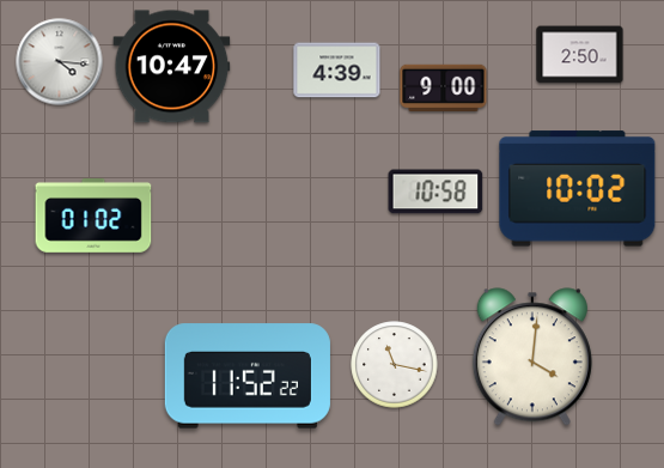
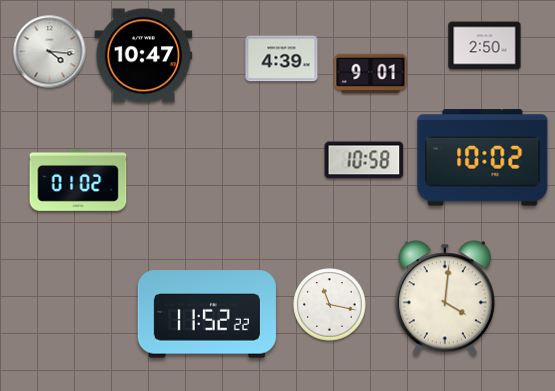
clock at (444, 87): 9:00 -> 9:01
